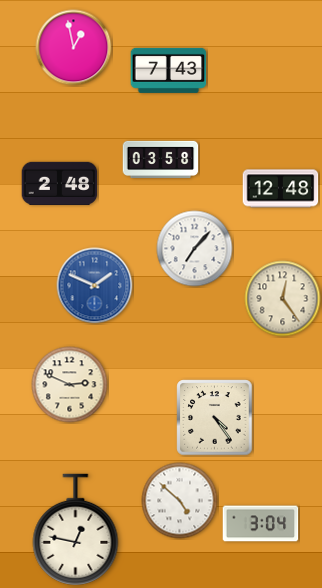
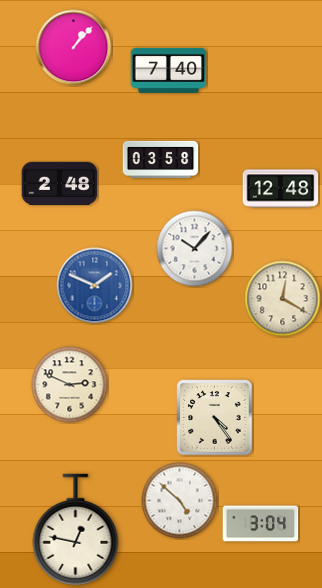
clock at (74, 48): 12:58 -> 1:07
clock at (169, 70): 7:43 -> 7:40
clock at (195, 249): 7:07 -> 10:07
clock at (283, 299): 12:24 -> 12:20
